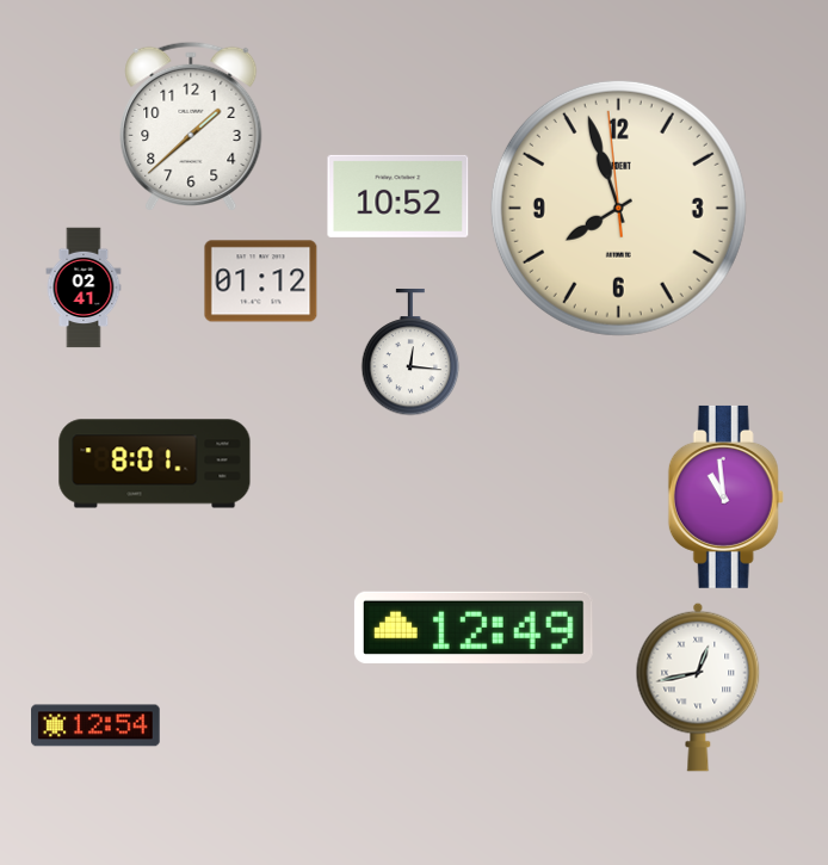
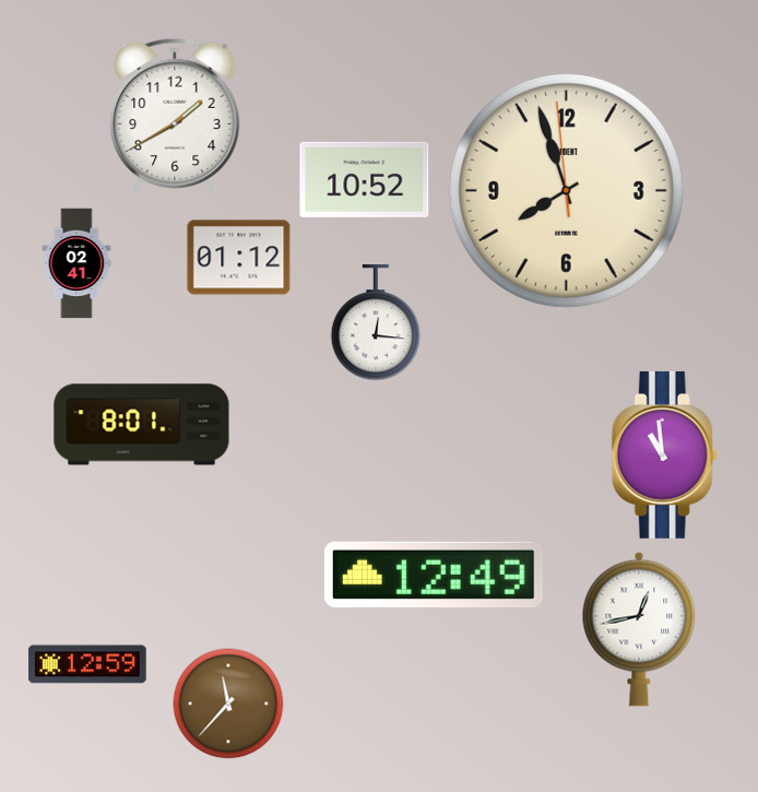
clock at (191, 126): 1:38 -> 1:40
clock at (95, 725): 12:54 -> 12:59
clock at (228, 704): none -> 11:37
